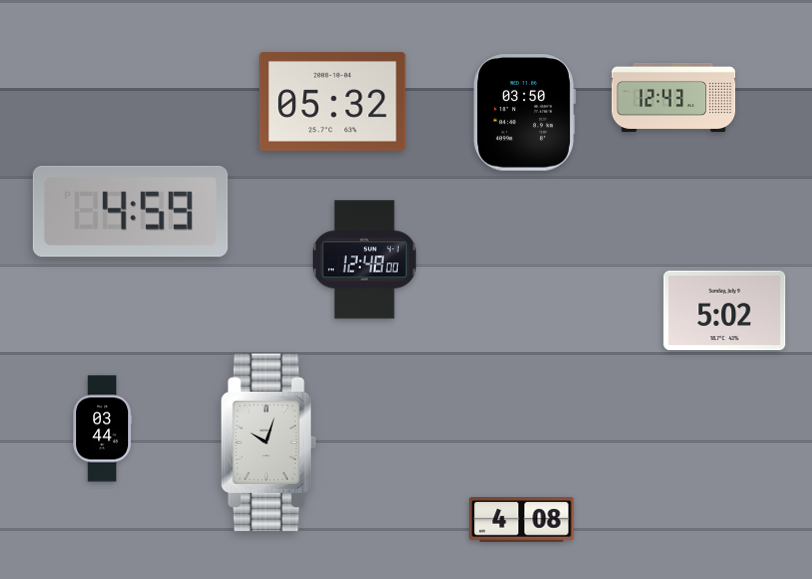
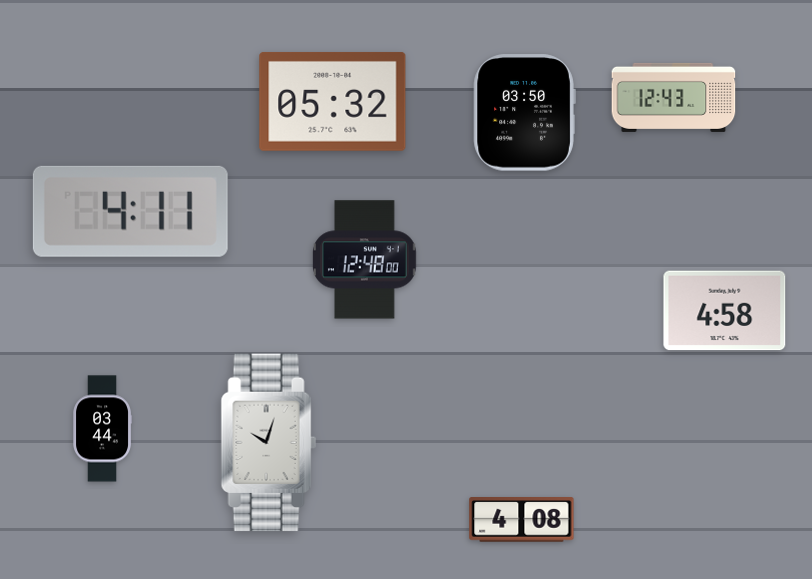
clock at (130, 211): 4:59 -> 4:11
clock at (725, 311): 5:02 -> 4:58
